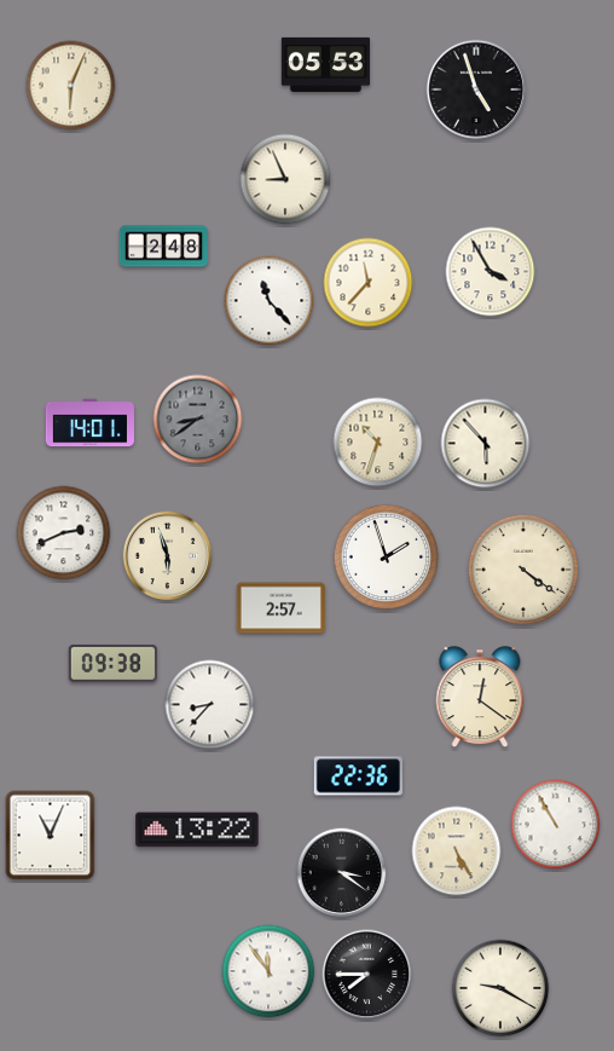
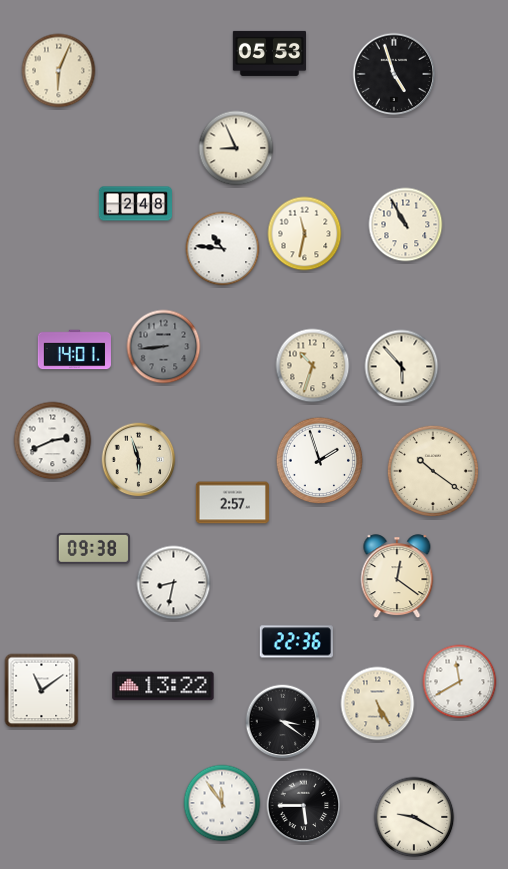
clock at (491, 272): 3:55 -> 10:55
clock at (369, 283): 11:37 -> 11:32
clock at (270, 301): 11:23 -> 10:46
clock at (198, 420): 8:39 -> 8:44
clock at (523, 570): 4:21 -> 10:21
clock at (210, 705): 8:37 -> 8:32
clock at (556, 825): 10:55 -> 11:40
clock at (51, 836): 11:04 -> 11:09
clock at (367, 975): 7:45 -> 5:45
